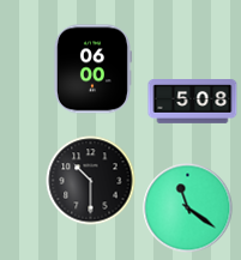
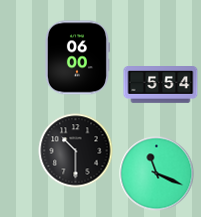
clock at (193, 102): 5:08 -> 5:54
clock at (188, 208): 11:21 -> 11:19
